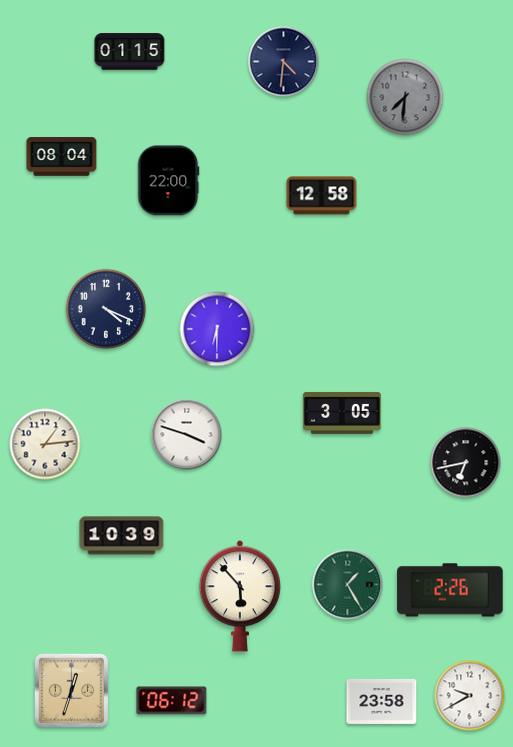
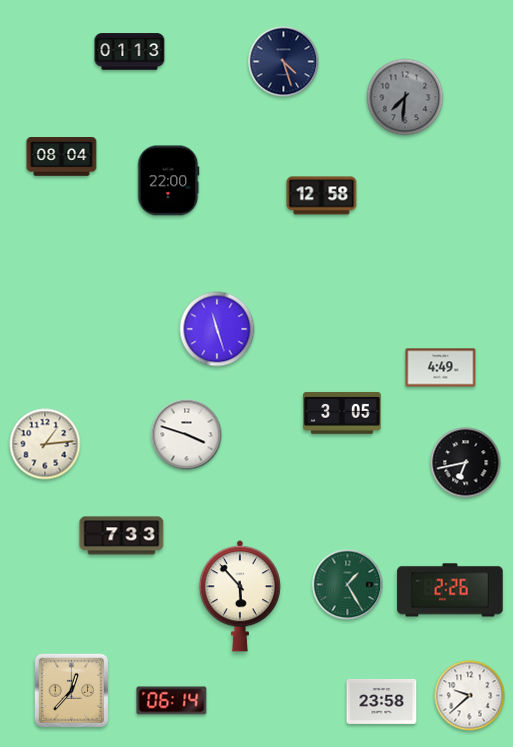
clock at (130, 52): 01:15 -> 01:13
clock at (284, 62): 4:31 -> 4:27
clock at (106, 309): 4:19 -> none
clock at (217, 329): 6:30 -> 11:27
clock at (441, 368): none -> 4:49
clock at (122, 536): 10:39 -> 7:33
clock at (72, 691): 12:33 -> 12:37
clock at (470, 696): 9:40 -> 9:38
clock at (172, 701): 06:12 -> 06:14
